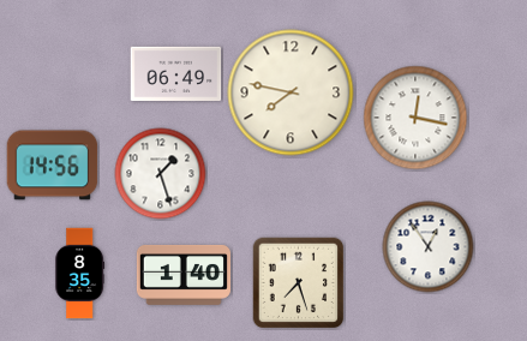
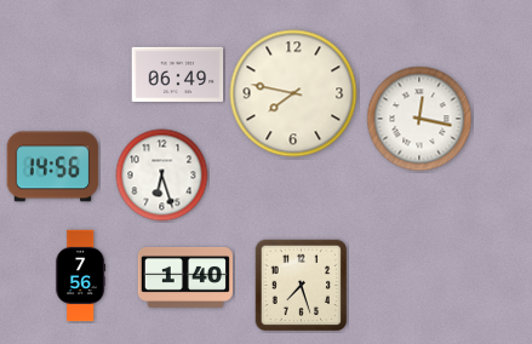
clock at (161, 174): 1:27 -> 6:27
clock at (429, 247): 12:54 -> none
clock at (80, 274): 8:35 -> 7:56
